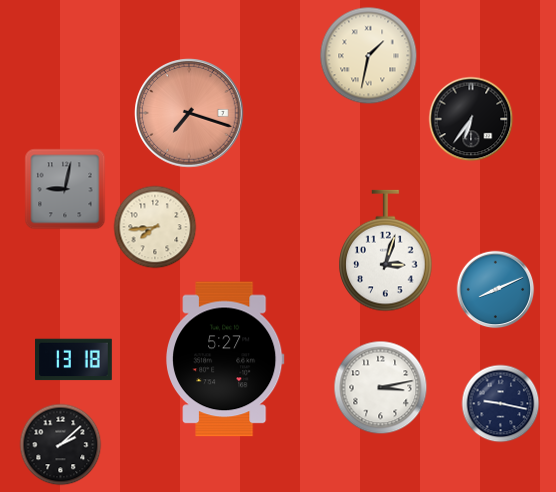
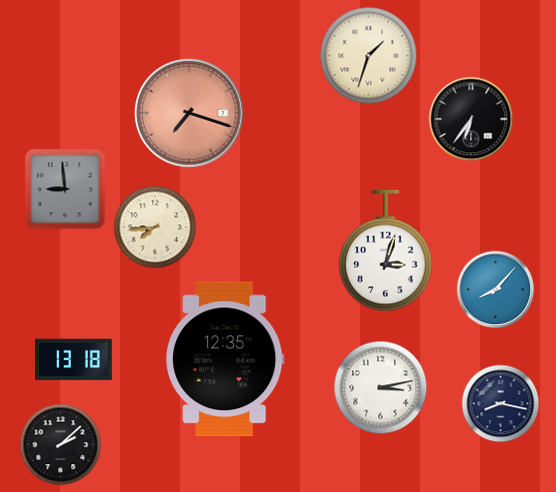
clock at (368, 55): 1:32 -> 1:33
clock at (65, 189): 9:02 -> 8:59
clock at (495, 289): 8:11 -> 8:07
clock at (226, 359): 5:27 -> 12:35
clock at (500, 403): 9:17 -> 8:17
